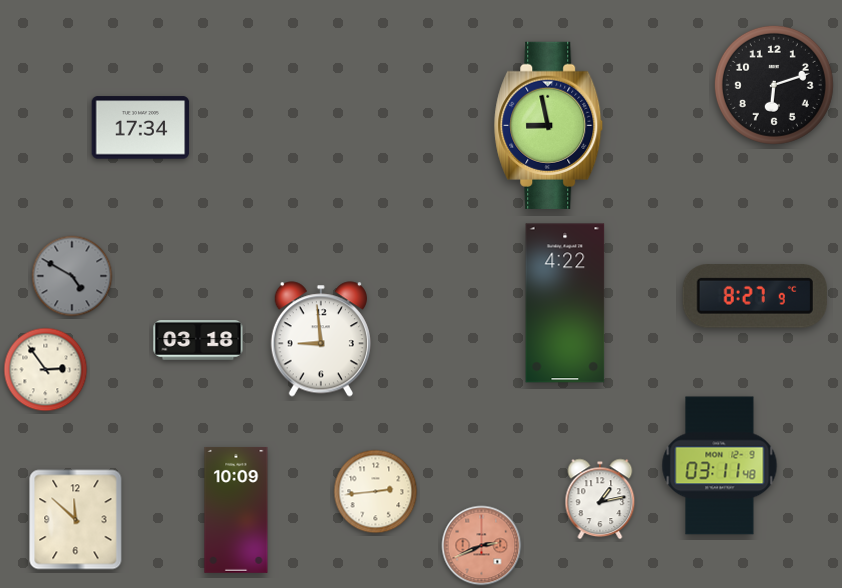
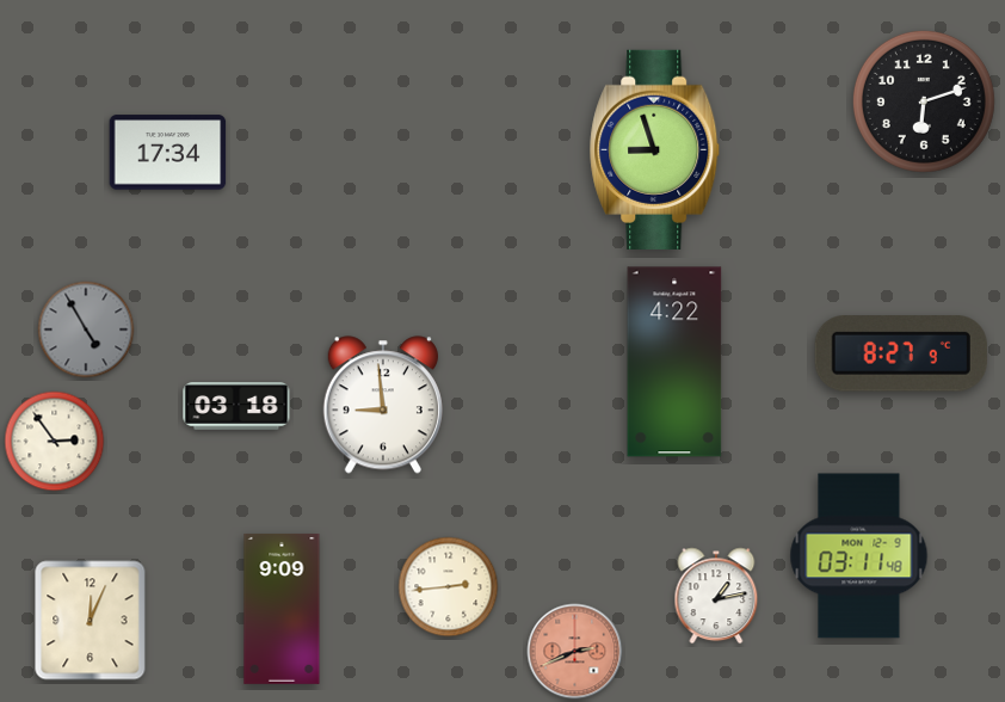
clock at (549, 125): 8:58 -> 8:57
clock at (72, 276): 4:50 -> 4:55
clock at (236, 510): 10:09 -> 9:09
clock at (76, 520): 11:52 -> 12:04
